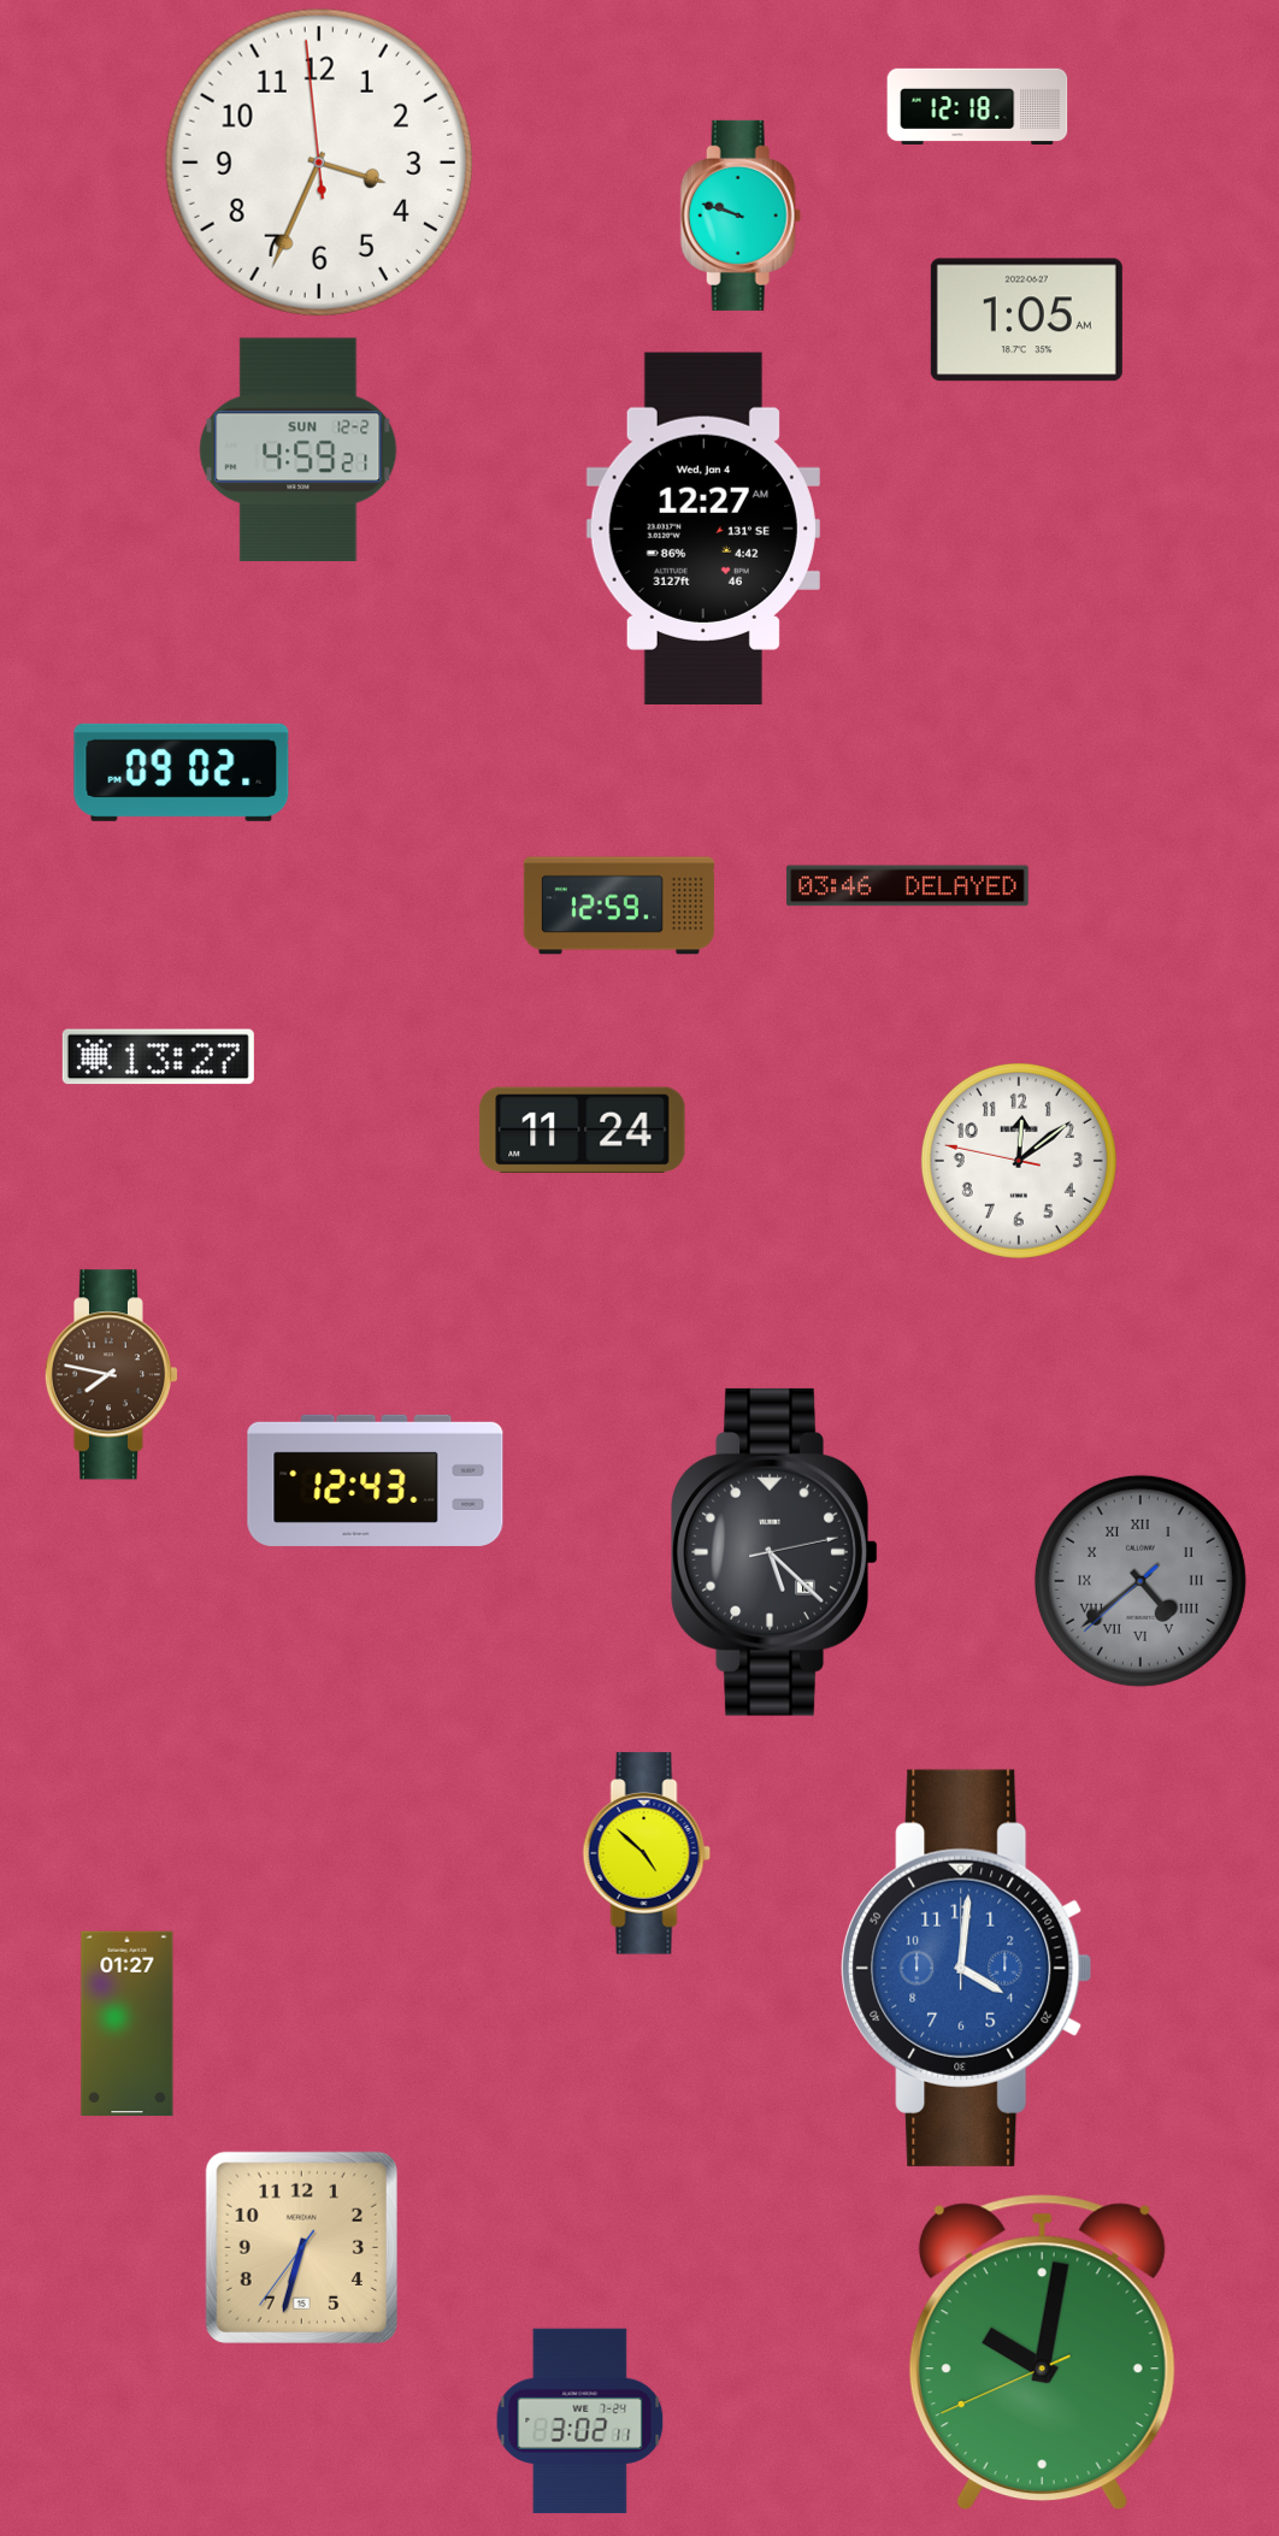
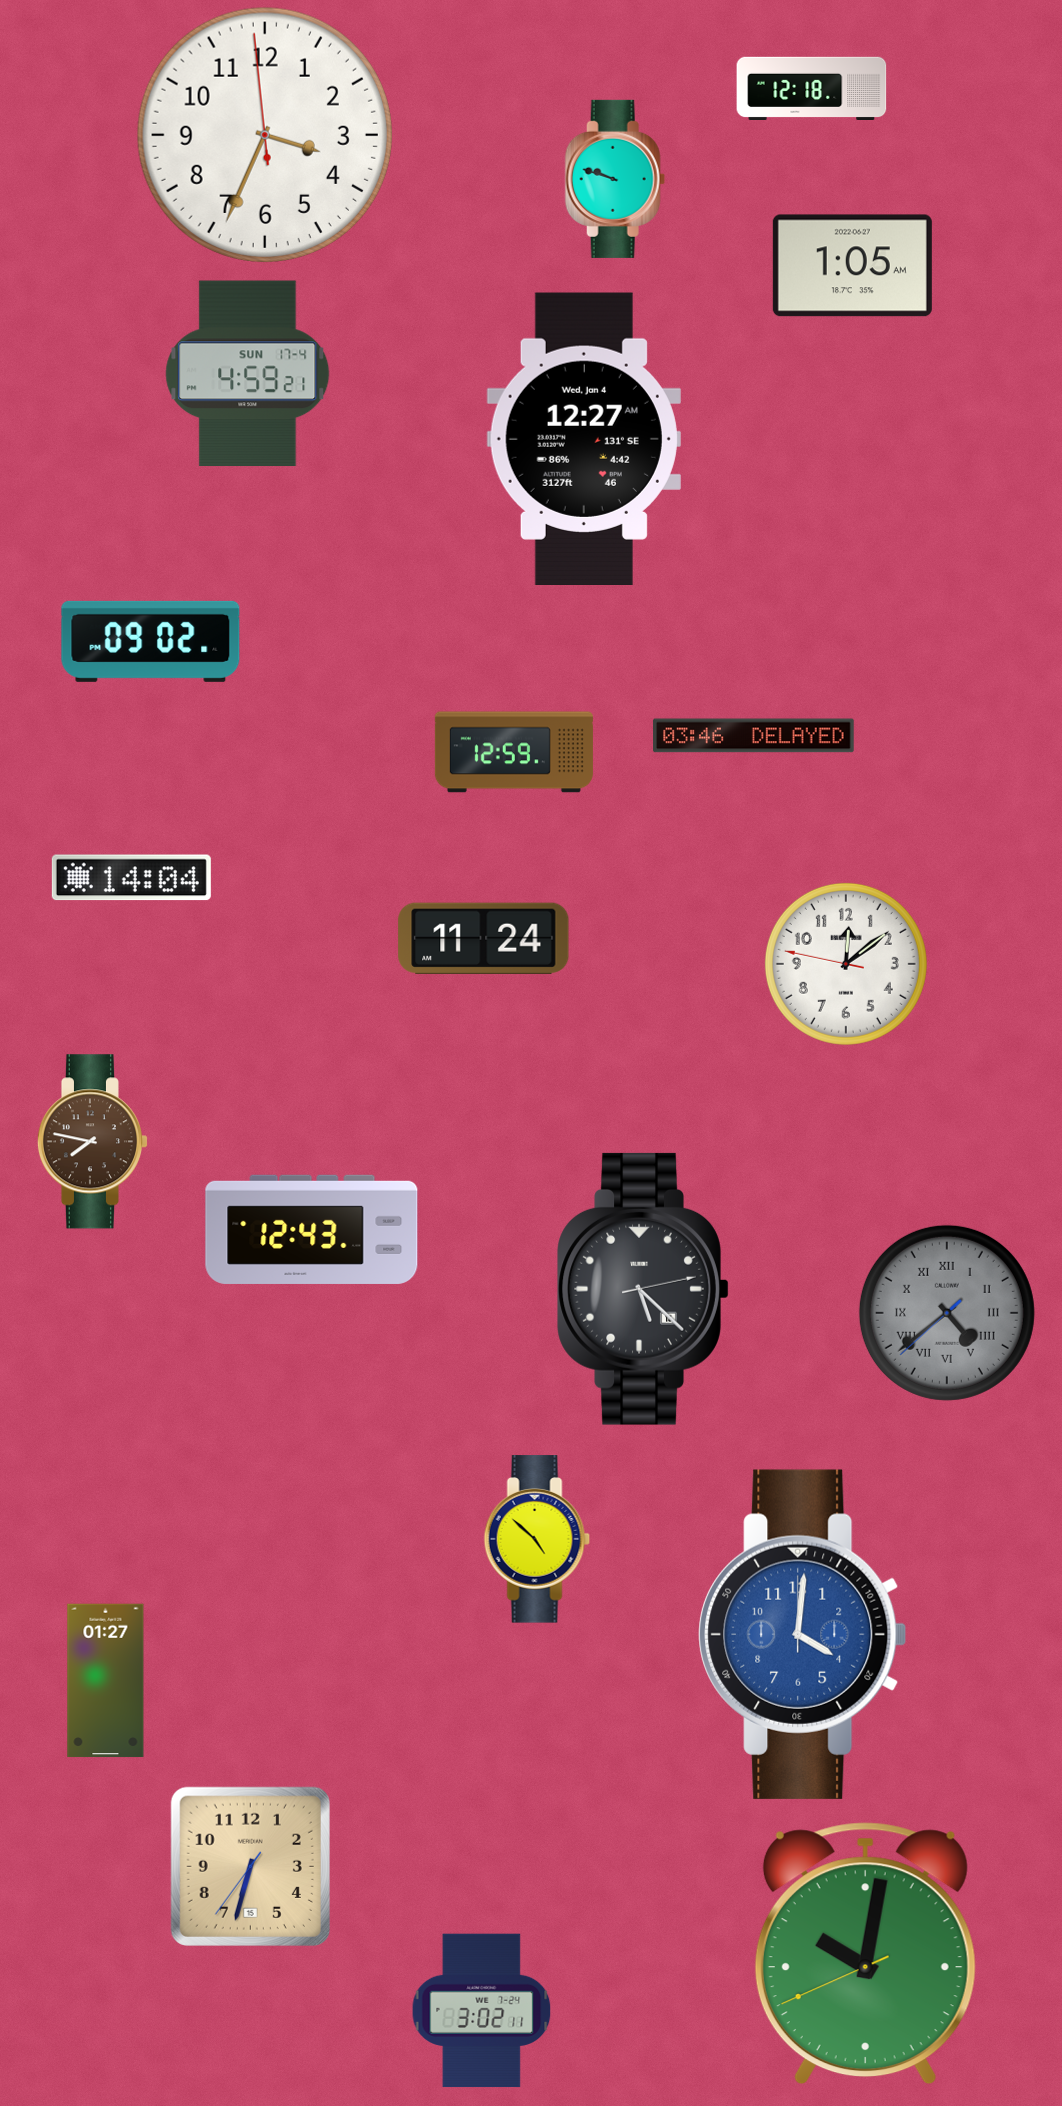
clock at (299, 450) date: SUN 12-2 -> SUN 17-4
clock at (158, 1057): 13:27 -> 14:04
